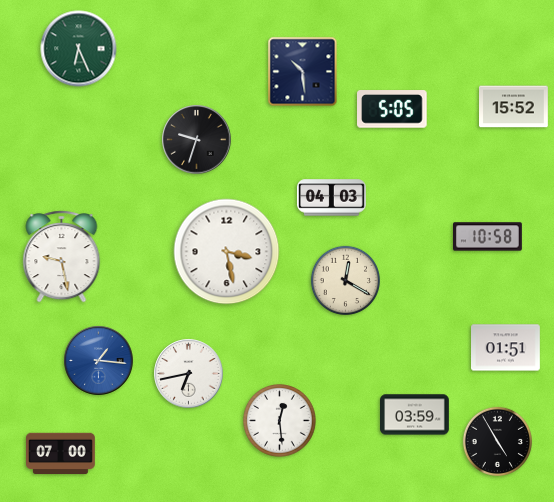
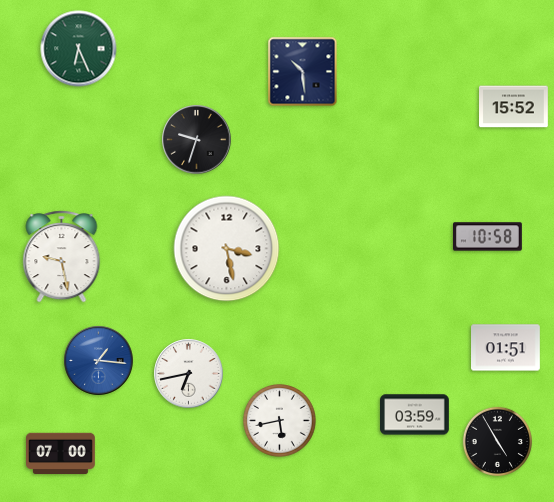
clock at (392, 109): 5:05 -> none
clock at (332, 198): 04:03 -> none
clock at (227, 252) position: (227, 252) -> (227, 249)
clock at (345, 280): 12:20 -> none
clock at (280, 421): 12:29 -> 5:43
